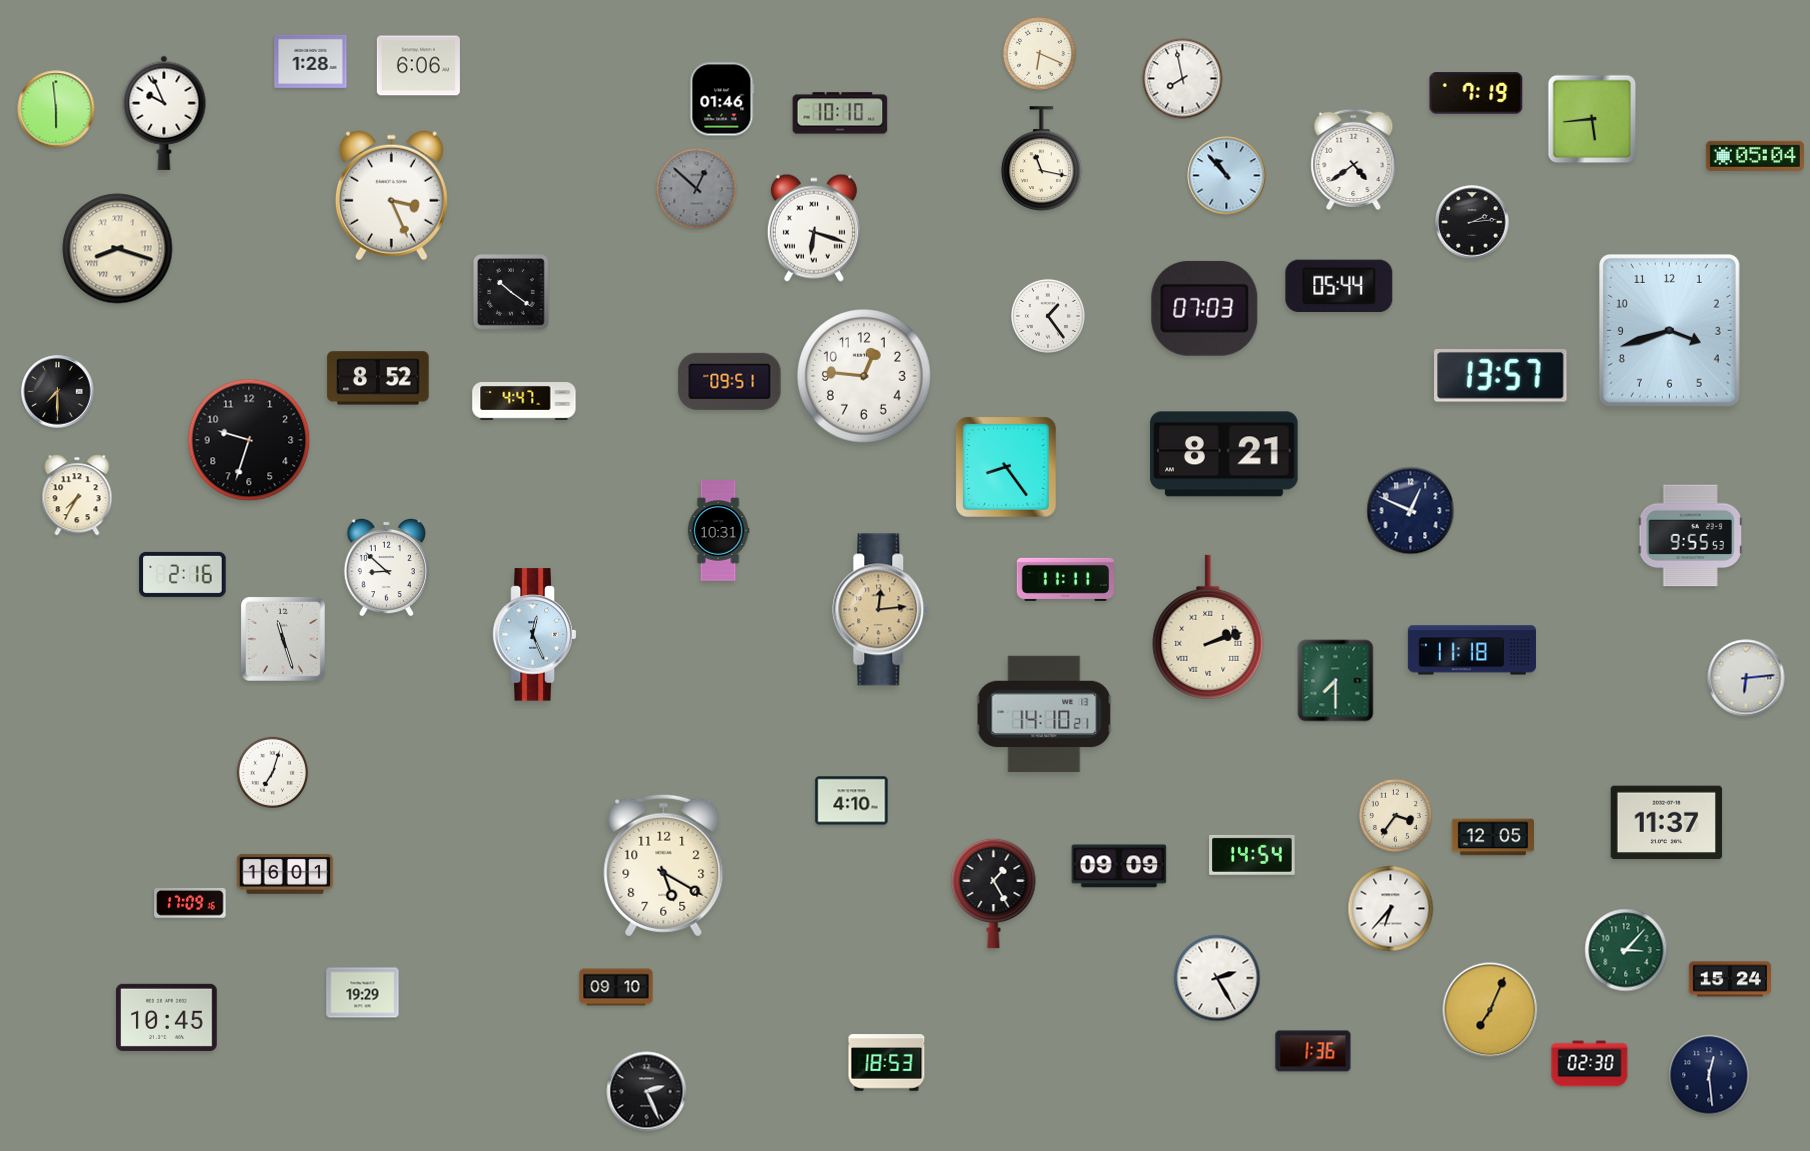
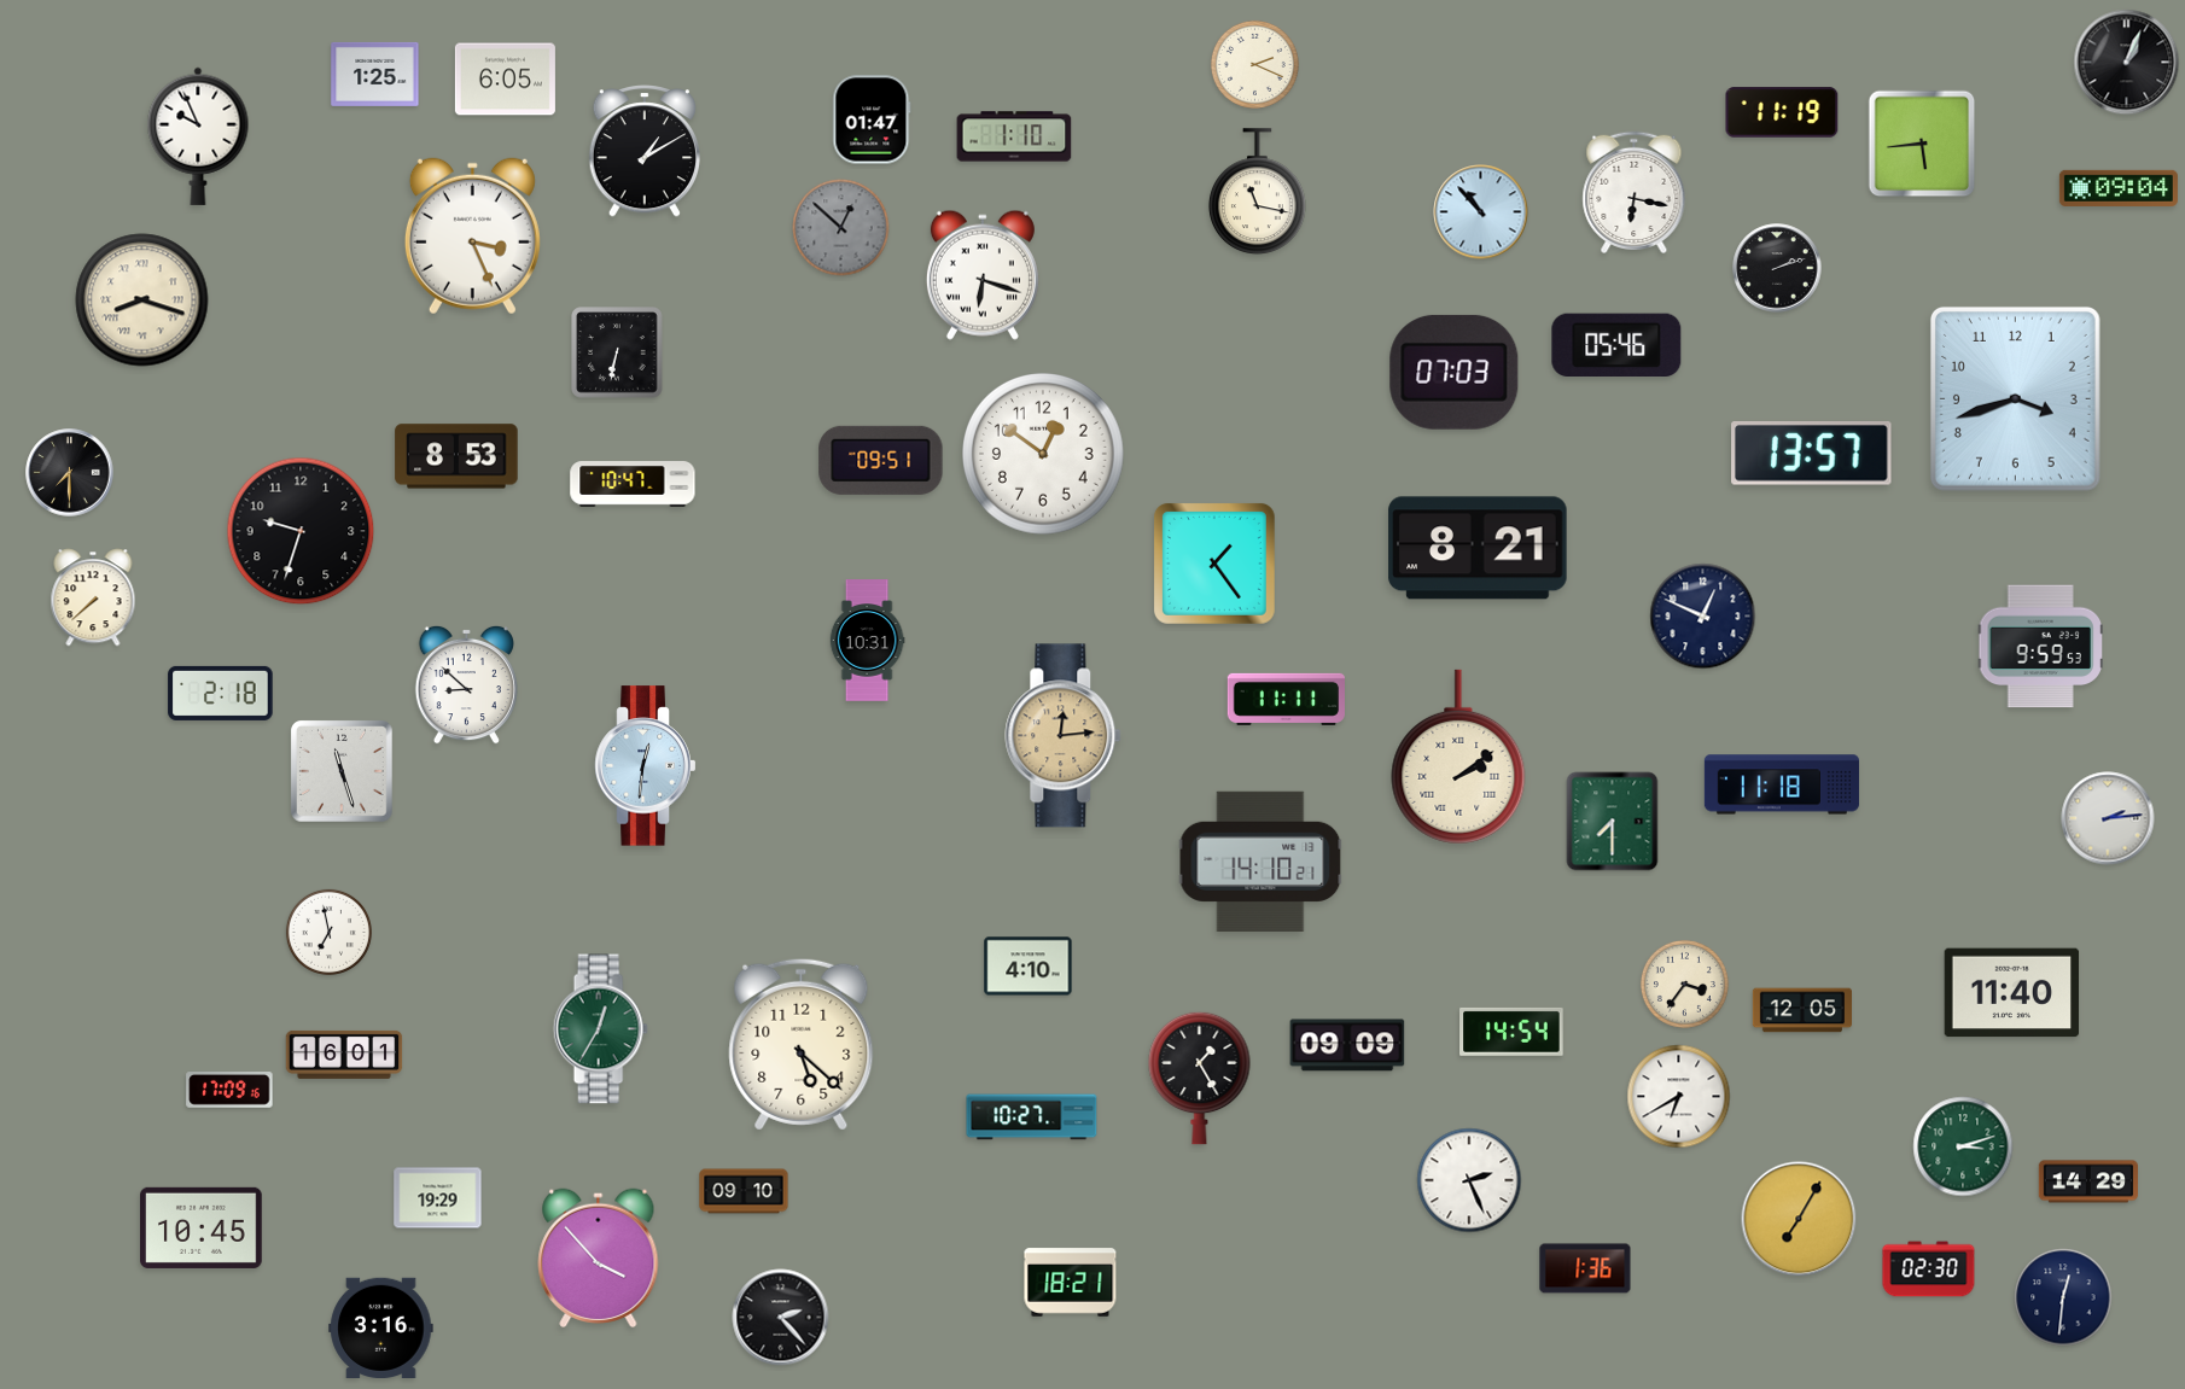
clock at (2127, 63): none -> 1:04
clock at (1039, 53): 6:19 -> 2:19
clock at (311, 61): 1:28 -> 1:25
clock at (418, 66): 6:06 -> 6:05
clock at (1183, 79): 7:58 -> none
clock at (1476, 93): 7:19 -> 11:19
clock at (722, 99): 01:46 -> 01:47
clock at (56, 109): 5:59 -> none
clock at (840, 113): 10:10 -> 1:10
clock at (643, 152): none -> 1:10
clock at (1755, 156): 05:04 -> 09:04
clock at (1354, 159): 4:39 -> 6:17
clock at (1472, 222): 2:14 -> 2:12
clock at (1339, 286): 05:44 -> 05:46
clock at (511, 292): 10:21 -> 6:32
clock at (1048, 316): 1:24 -> none
clock at (865, 377): 12:46 -> 12:51
clock at (378, 378): 8:52 -> 8:53
clock at (524, 402): 4:47 -> 10:47
clock at (1006, 467): 8:24 -> 1:24
clock at (77, 495): 7:35 -> 7:38
clock at (1690, 536): 9:55 -> 9:59
clock at (183, 574): 2:16 -> 2:18
clock at (1208, 627): 2:12 -> 2:09
clock at (535, 635): 12:26 -> 12:31
clock at (1472, 650) position: (1472, 650) -> (1782, 784)
clock at (1746, 678): 6:14 -> 2:14
clock at (272, 772): 7:03 -> 6:58
clock at (1667, 823): 11:37 -> 11:40
clock at (600, 1029): none -> 12:35
clock at (664, 865): 5:20 -> 5:22
clock at (1119, 866) position: (1119, 866) -> (1347, 1045)
clock at (1391, 909): 6:37 -> 6:40
clock at (1032, 1117): none -> 10:27
clock at (1626, 950): 3:07 -> 3:12
clock at (1217, 978): 2:25 -> 2:26
clock at (1729, 979): 15:24 -> 14:29
clock at (1490, 1010): 7:04 -> 7:05
clock at (599, 1257): none -> 3:53
clock at (887, 1063): 18:53 -> 18:21
clock at (1590, 1064) position: (1590, 1064) -> (1929, 1270)
clock at (1709, 1075): 12:29 -> 12:31
clock at (647, 1092): 2:26 -> 2:23
clock at (381, 1327): none -> 3:16
